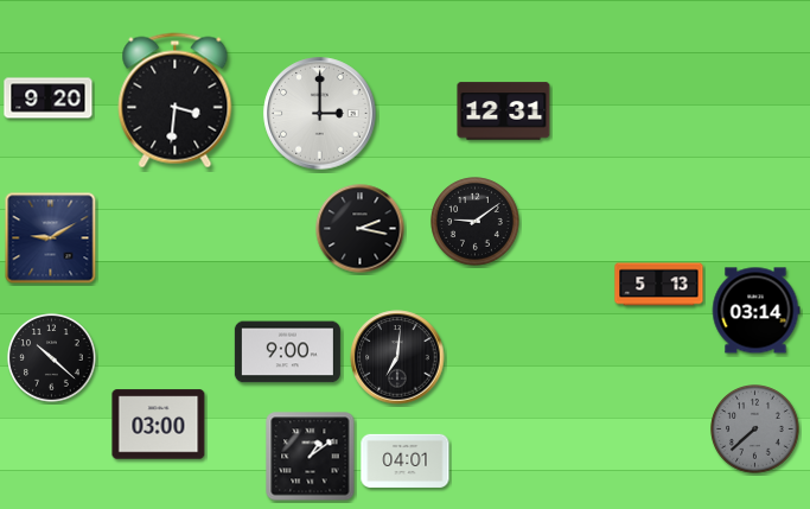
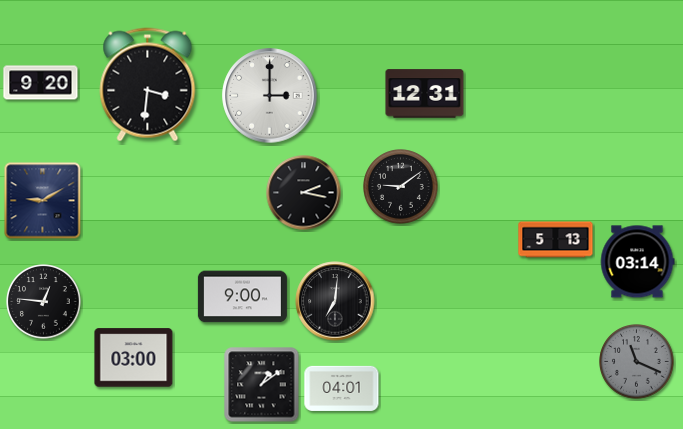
clock at (52, 358): 10:22 -> 12:46
clock at (755, 430): 7:38 -> 11:19
